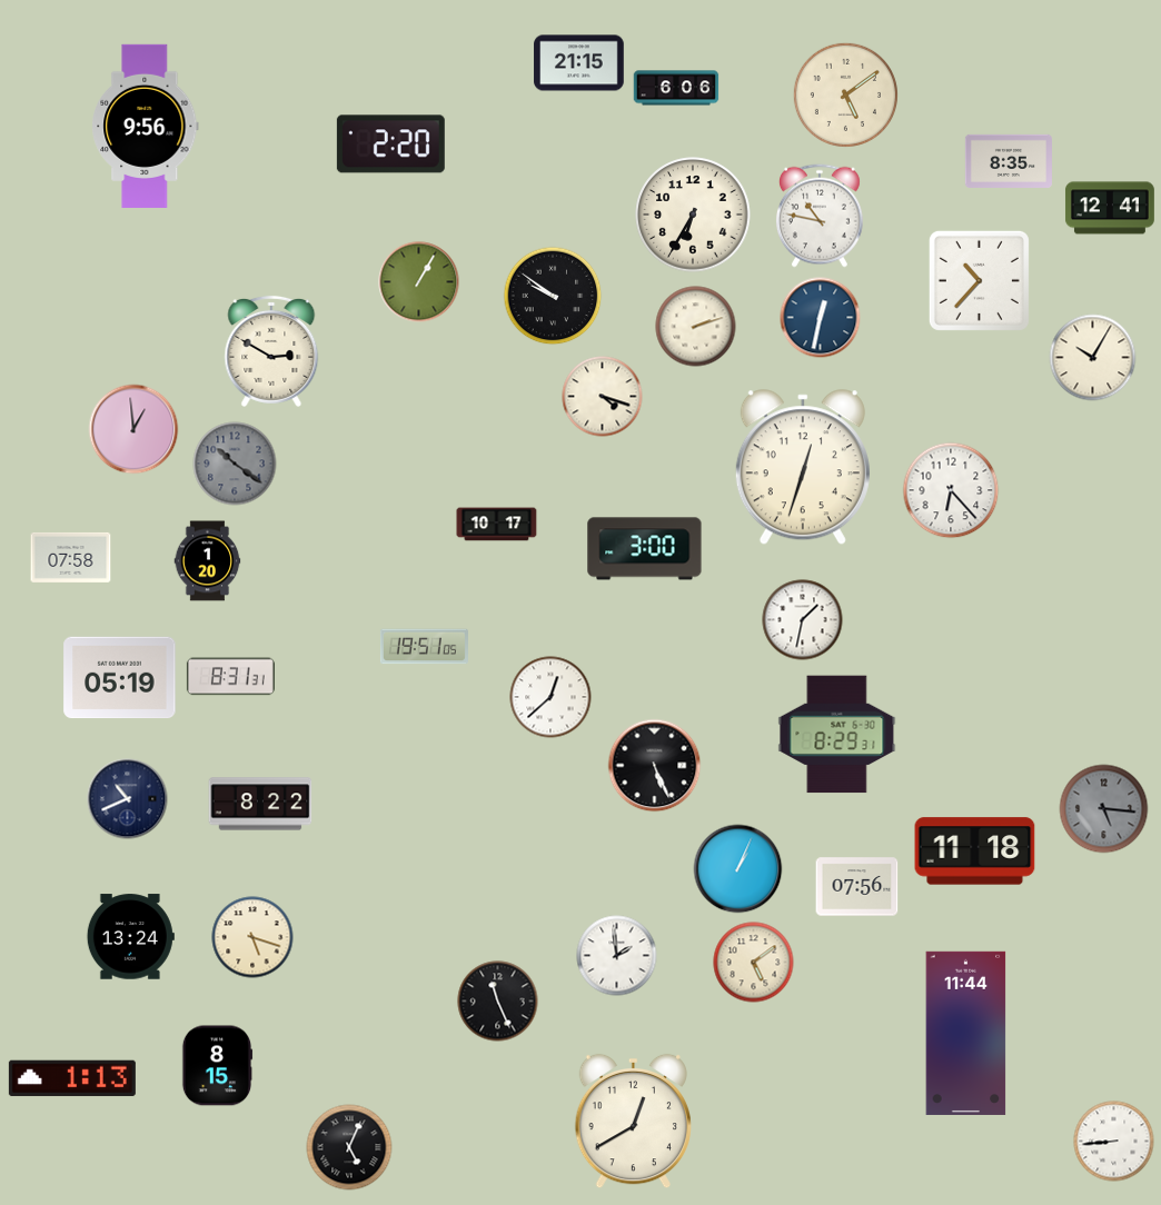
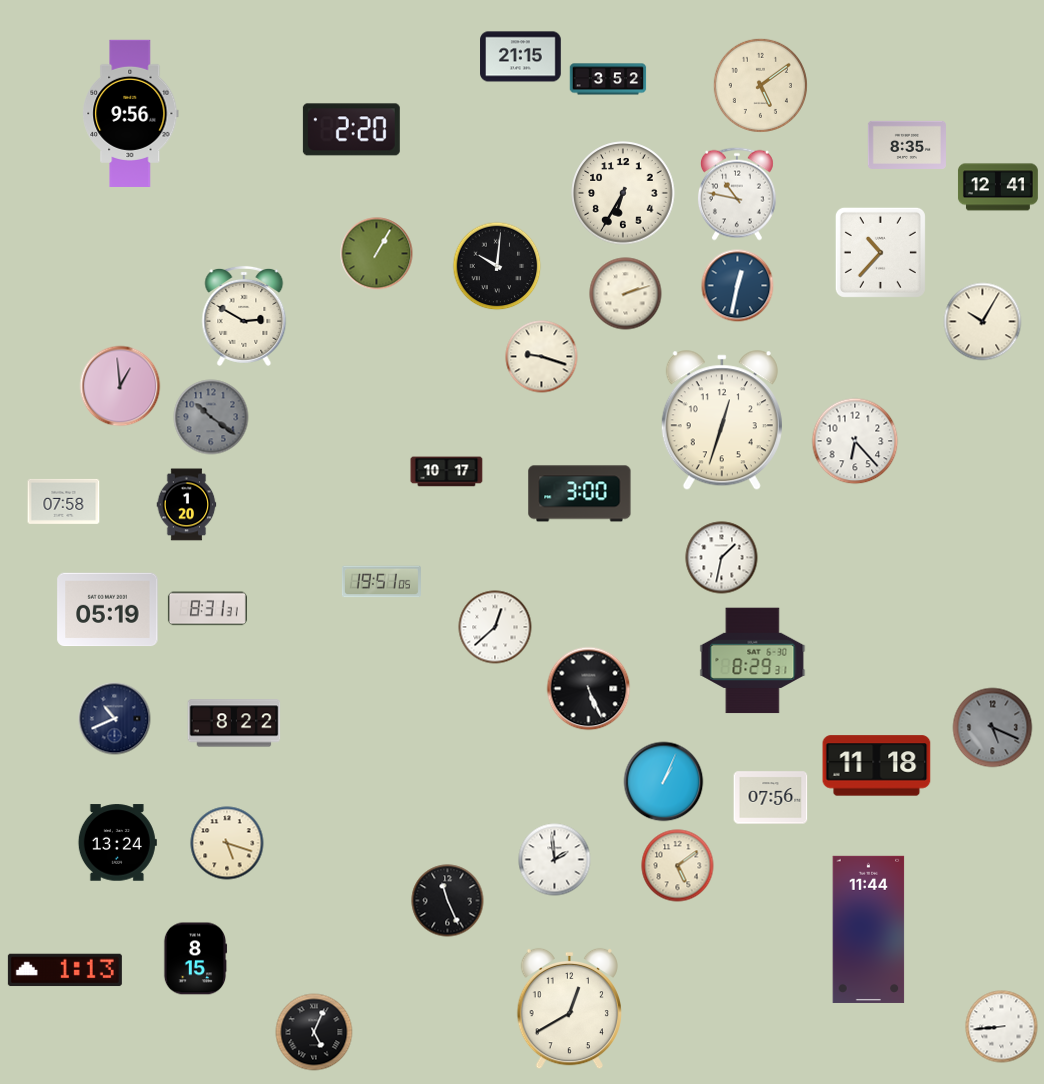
clock at (676, 88): 6:06 -> 3:52
clock at (553, 296): 9:51 -> 10:01
clock at (603, 397): 4:18 -> 9:18
clock at (1104, 809): 5:16 -> 5:19
